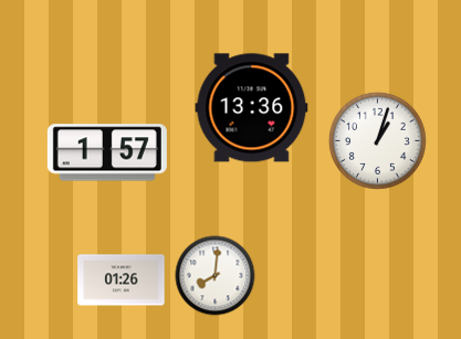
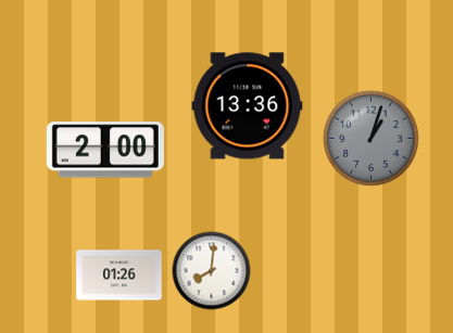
clock at (377, 140) dial: white -> grey
clock at (107, 152): 1:57 -> 2:00
